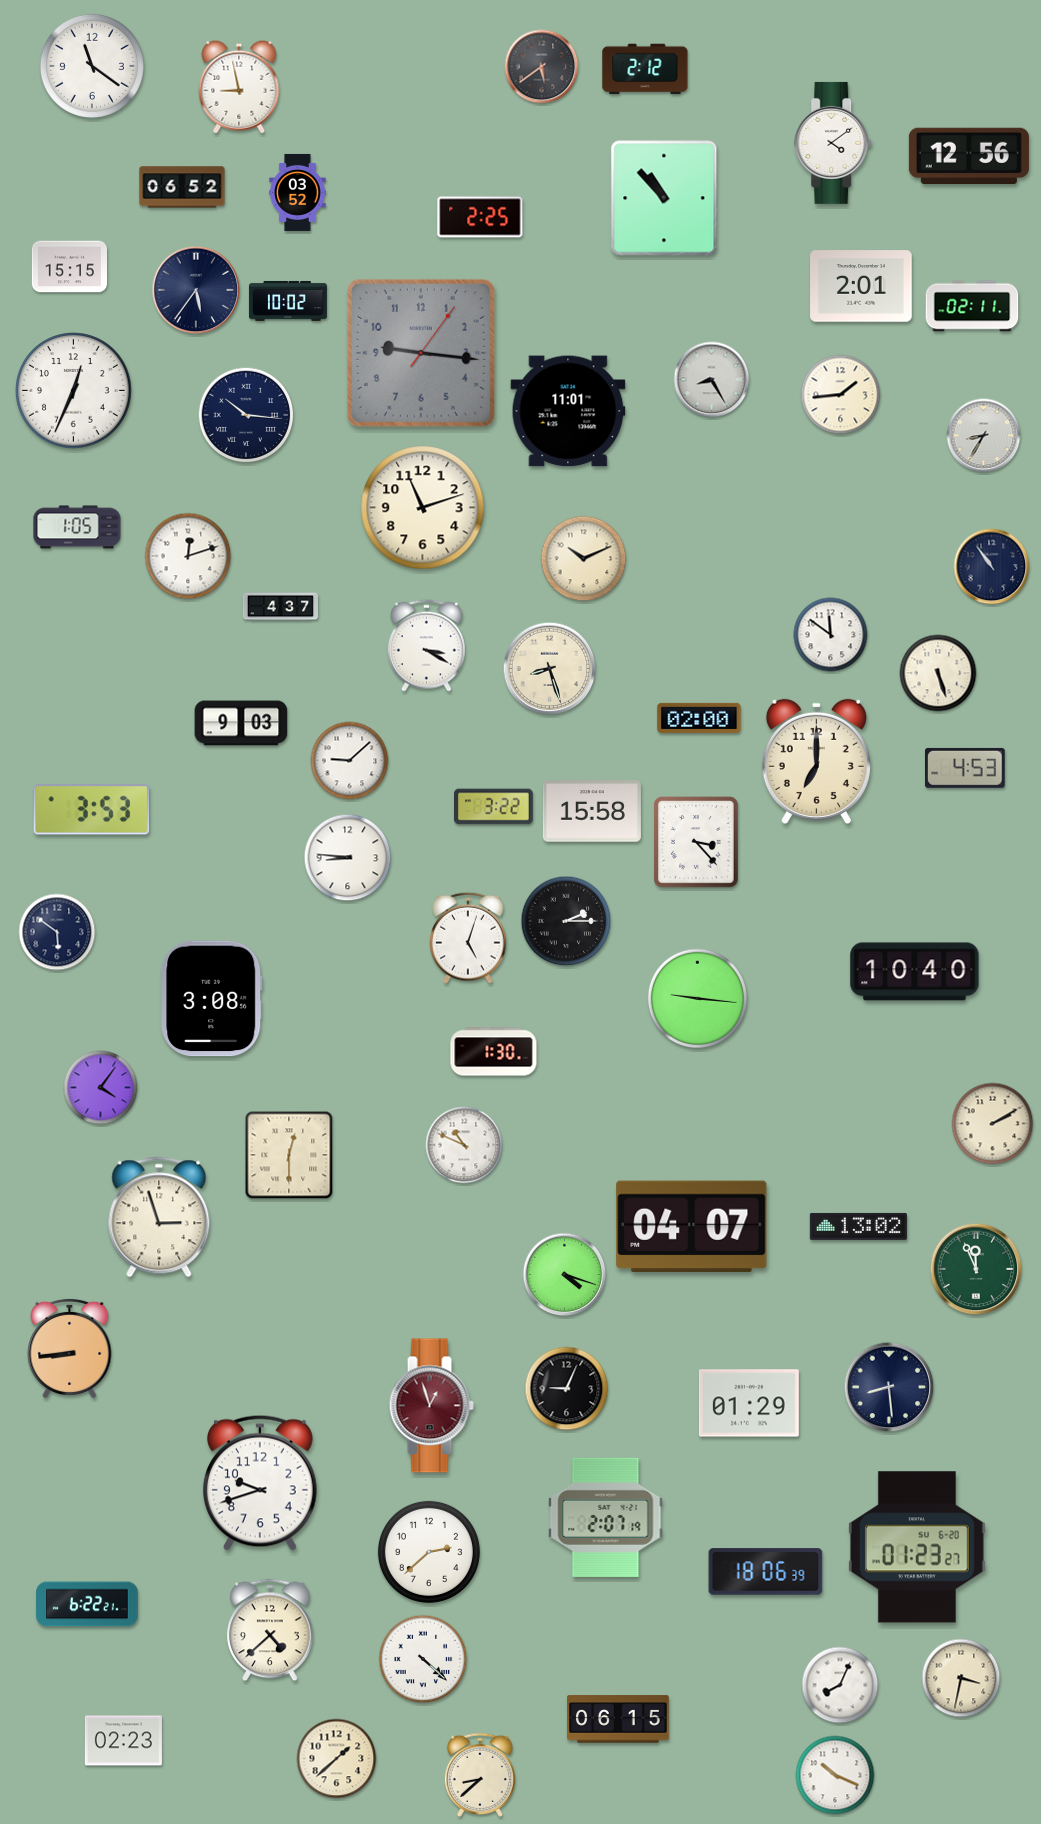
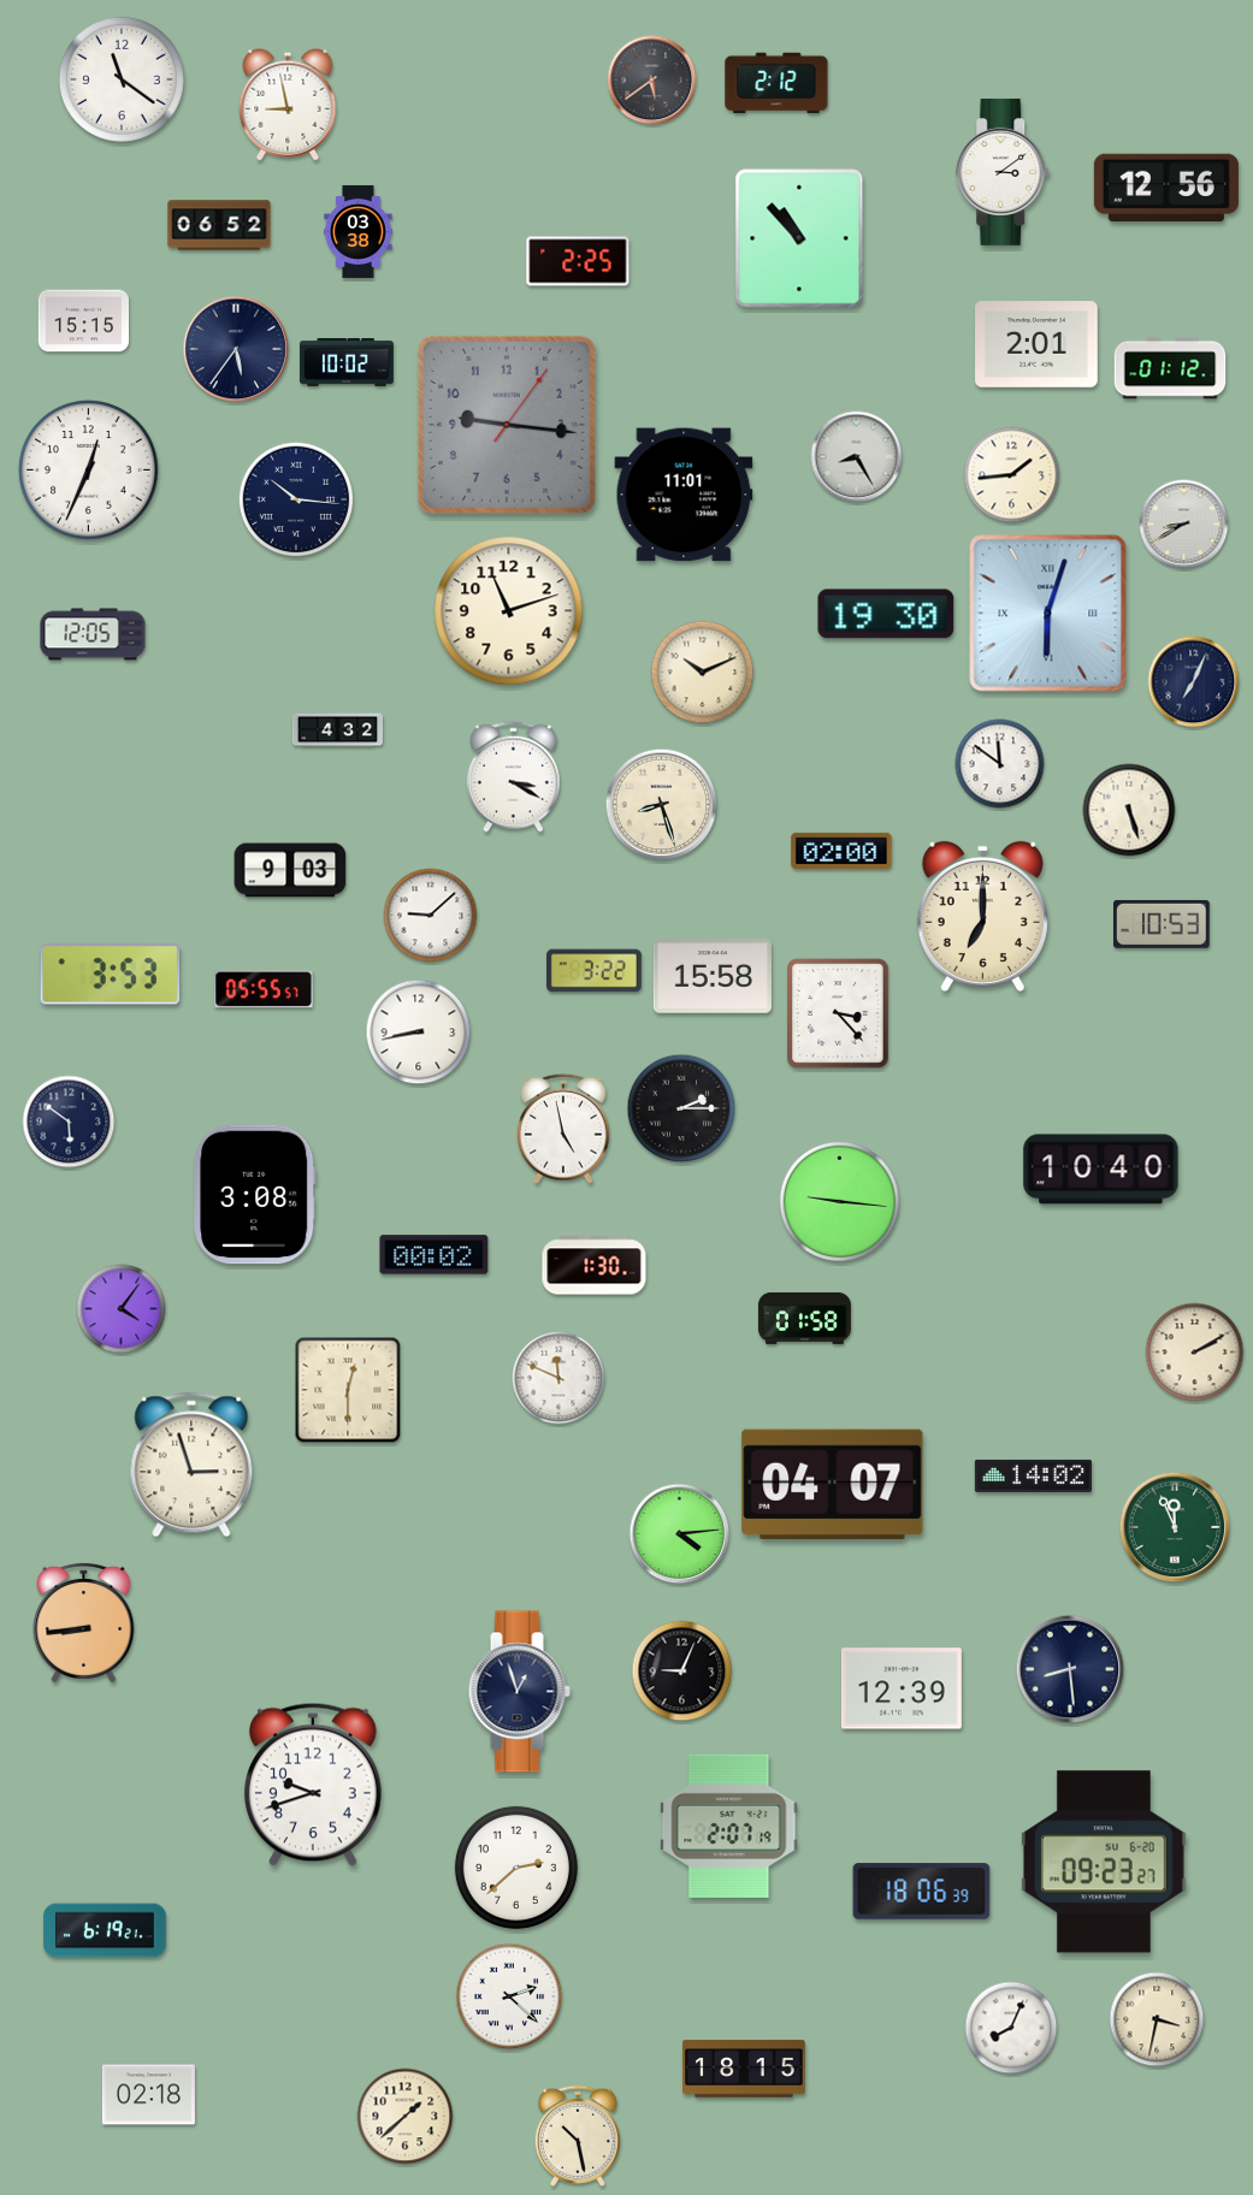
clock at (92, 66) position: (92, 66) -> (122, 79)
clock at (834, 143): 4:09 -> 3:09
clock at (298, 192): 03:52 -> 03:38
clock at (972, 306): 02:11 -> 01:12
clock at (984, 436): 8:35 -> 8:40
clock at (886, 614): none -> 19:30
clock at (1048, 614): none -> 6:03
clock at (77, 527): 1:05 -> 12:05
clock at (188, 556): 12:12 -> none
clock at (992, 567): 10:54 -> 7:04
clock at (280, 607): 4:37 -> 4:32
clock at (699, 718) position: (699, 718) -> (841, 851)
clock at (350, 761) position: (350, 761) -> (431, 916)
clock at (966, 768): 4:53 -> 10:53
clock at (264, 989): none -> 05:55
clock at (348, 858): 8:46 -> 8:43
clock at (468, 938): 5:03 -> 4:58
clock at (212, 999) position: (212, 999) -> (255, 1195)
clock at (435, 1255): none -> 00:02
clock at (804, 1318): none -> 01:58
clock at (464, 1145): 10:49 -> 11:49
clock at (692, 1226) position: (692, 1226) -> (833, 1484)
clock at (858, 1226): 13:02 -> 14:02
clock at (565, 1275): 4:18 -> 4:14
clock at (749, 1403): 01:29 -> 12:39
clock at (431, 1406) dial: burgundy -> navy
clock at (917, 1547): 01:23 -> 09:23
clock at (87, 1604): 6:22 -> 6:19
clock at (270, 1630): 4:38 -> none
clock at (423, 1659): 4:22 -> 2:22
clock at (618, 1719): 06:15 -> 18:15
clock at (123, 1741): 02:23 -> 02:18
clock at (480, 1775): 8:38 -> 10:28
clock at (835, 1775): 10:19 -> none
